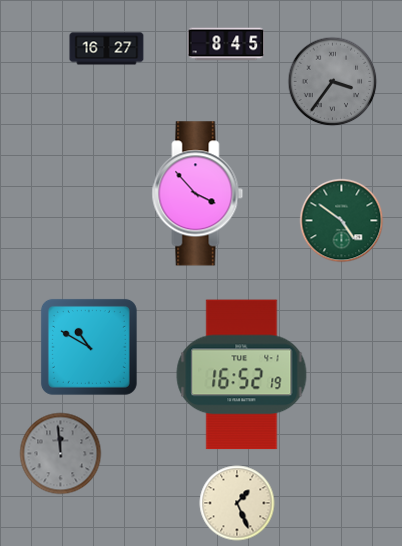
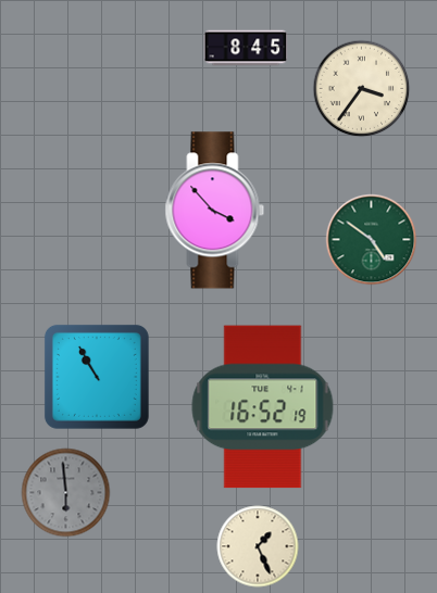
clock at (107, 49): 16:27 -> none
clock at (333, 82) dial: grey -> cream
clock at (89, 347): 10:50 -> 10:55
clock at (61, 454): 11:59 -> 5:59
